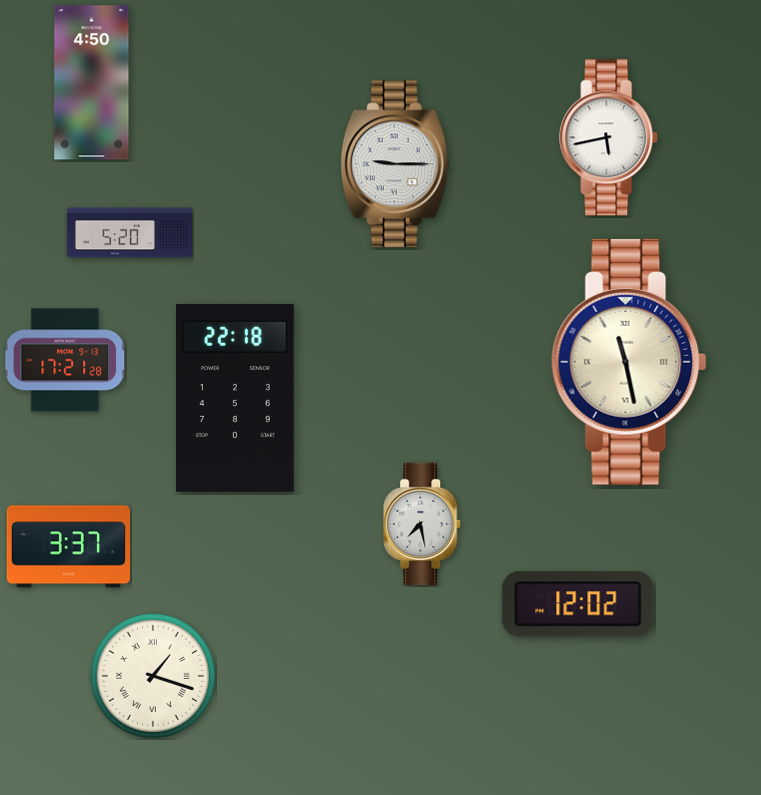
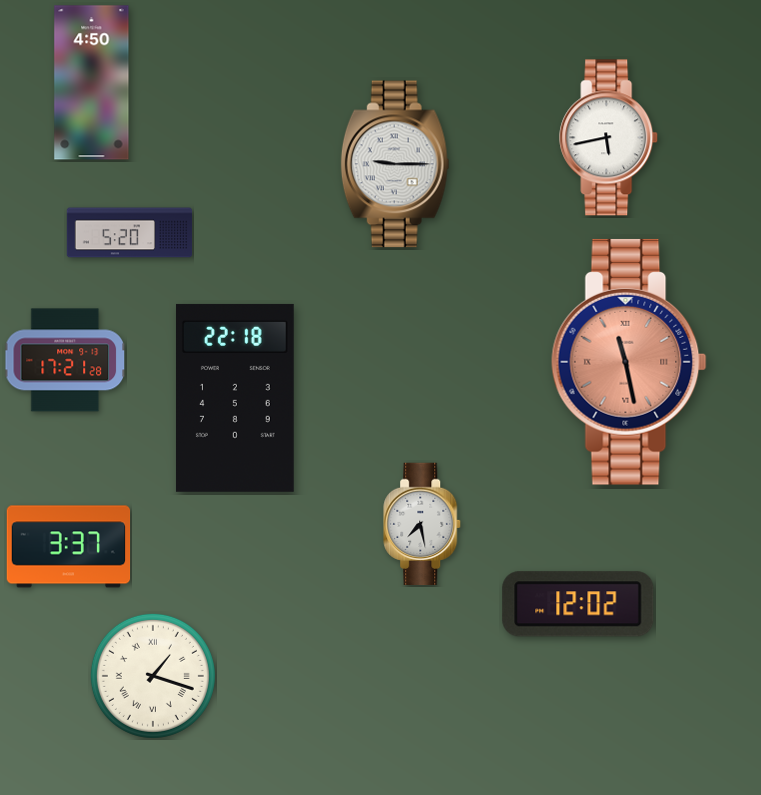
clock at (629, 362) dial: cream -> salmon
